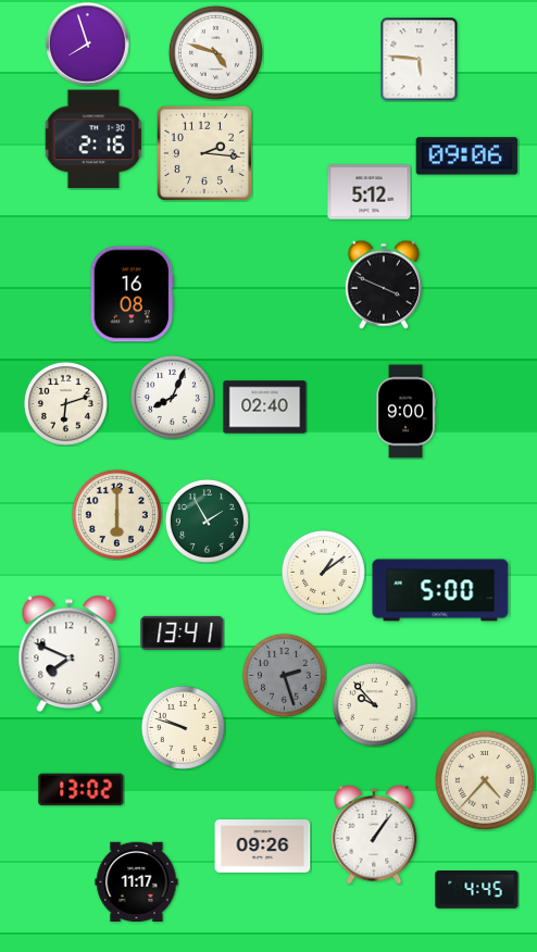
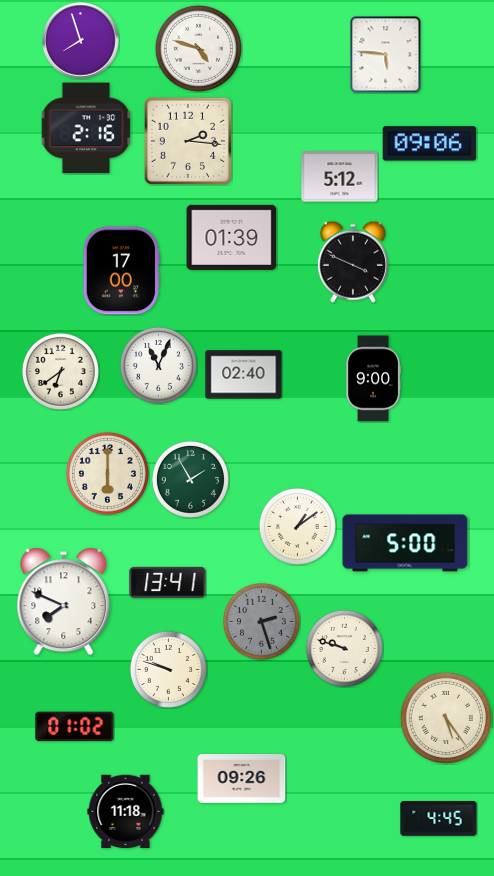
clock at (232, 237): none -> 01:39
clock at (132, 295): 16:08 -> 17:00
clock at (172, 397): 8:04 -> 11:04
clock at (65, 403): 6:12 -> 6:39
clock at (374, 704): 9:53 -> 9:48
clock at (485, 780): 4:37 -> 5:24
clock at (82, 790): 13:02 -> 01:02
clock at (374, 835): 1:06 -> none
clock at (137, 882): 11:17 -> 11:18
